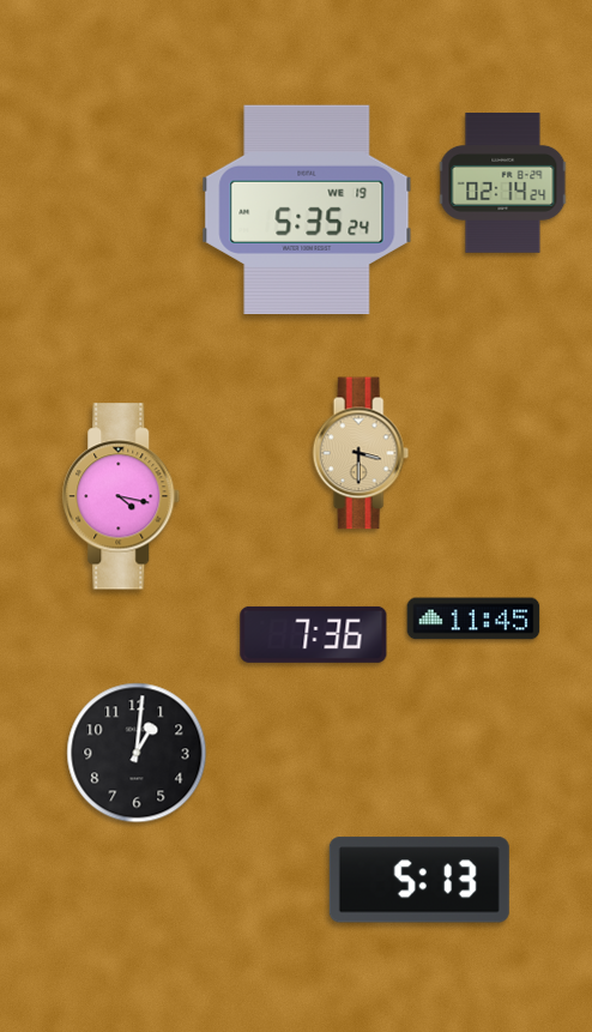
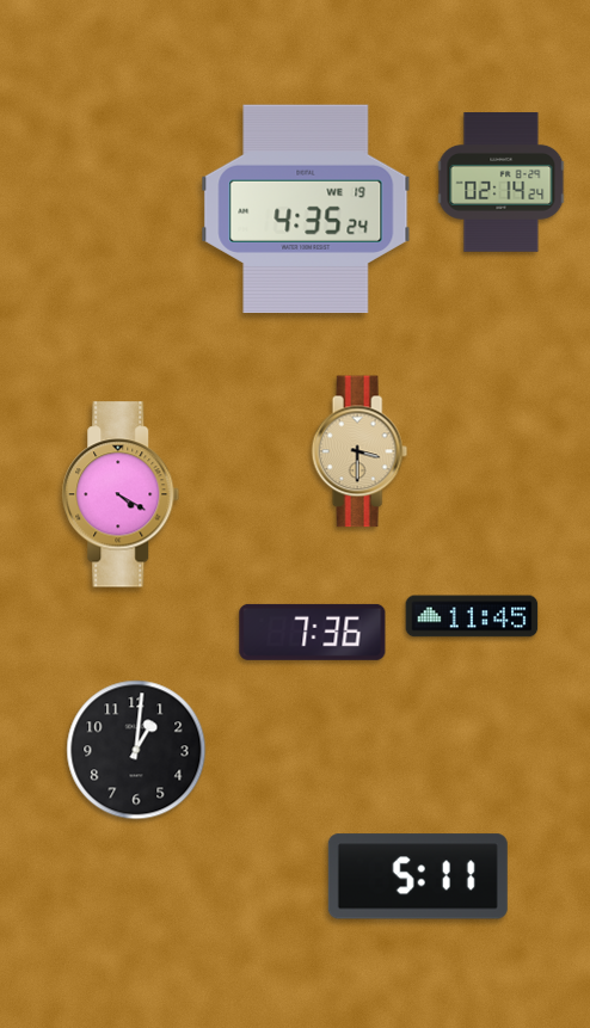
clock at (307, 210): 5:35 -> 4:35
clock at (121, 496): 4:17 -> 4:20
clock at (419, 880): 5:13 -> 5:11
